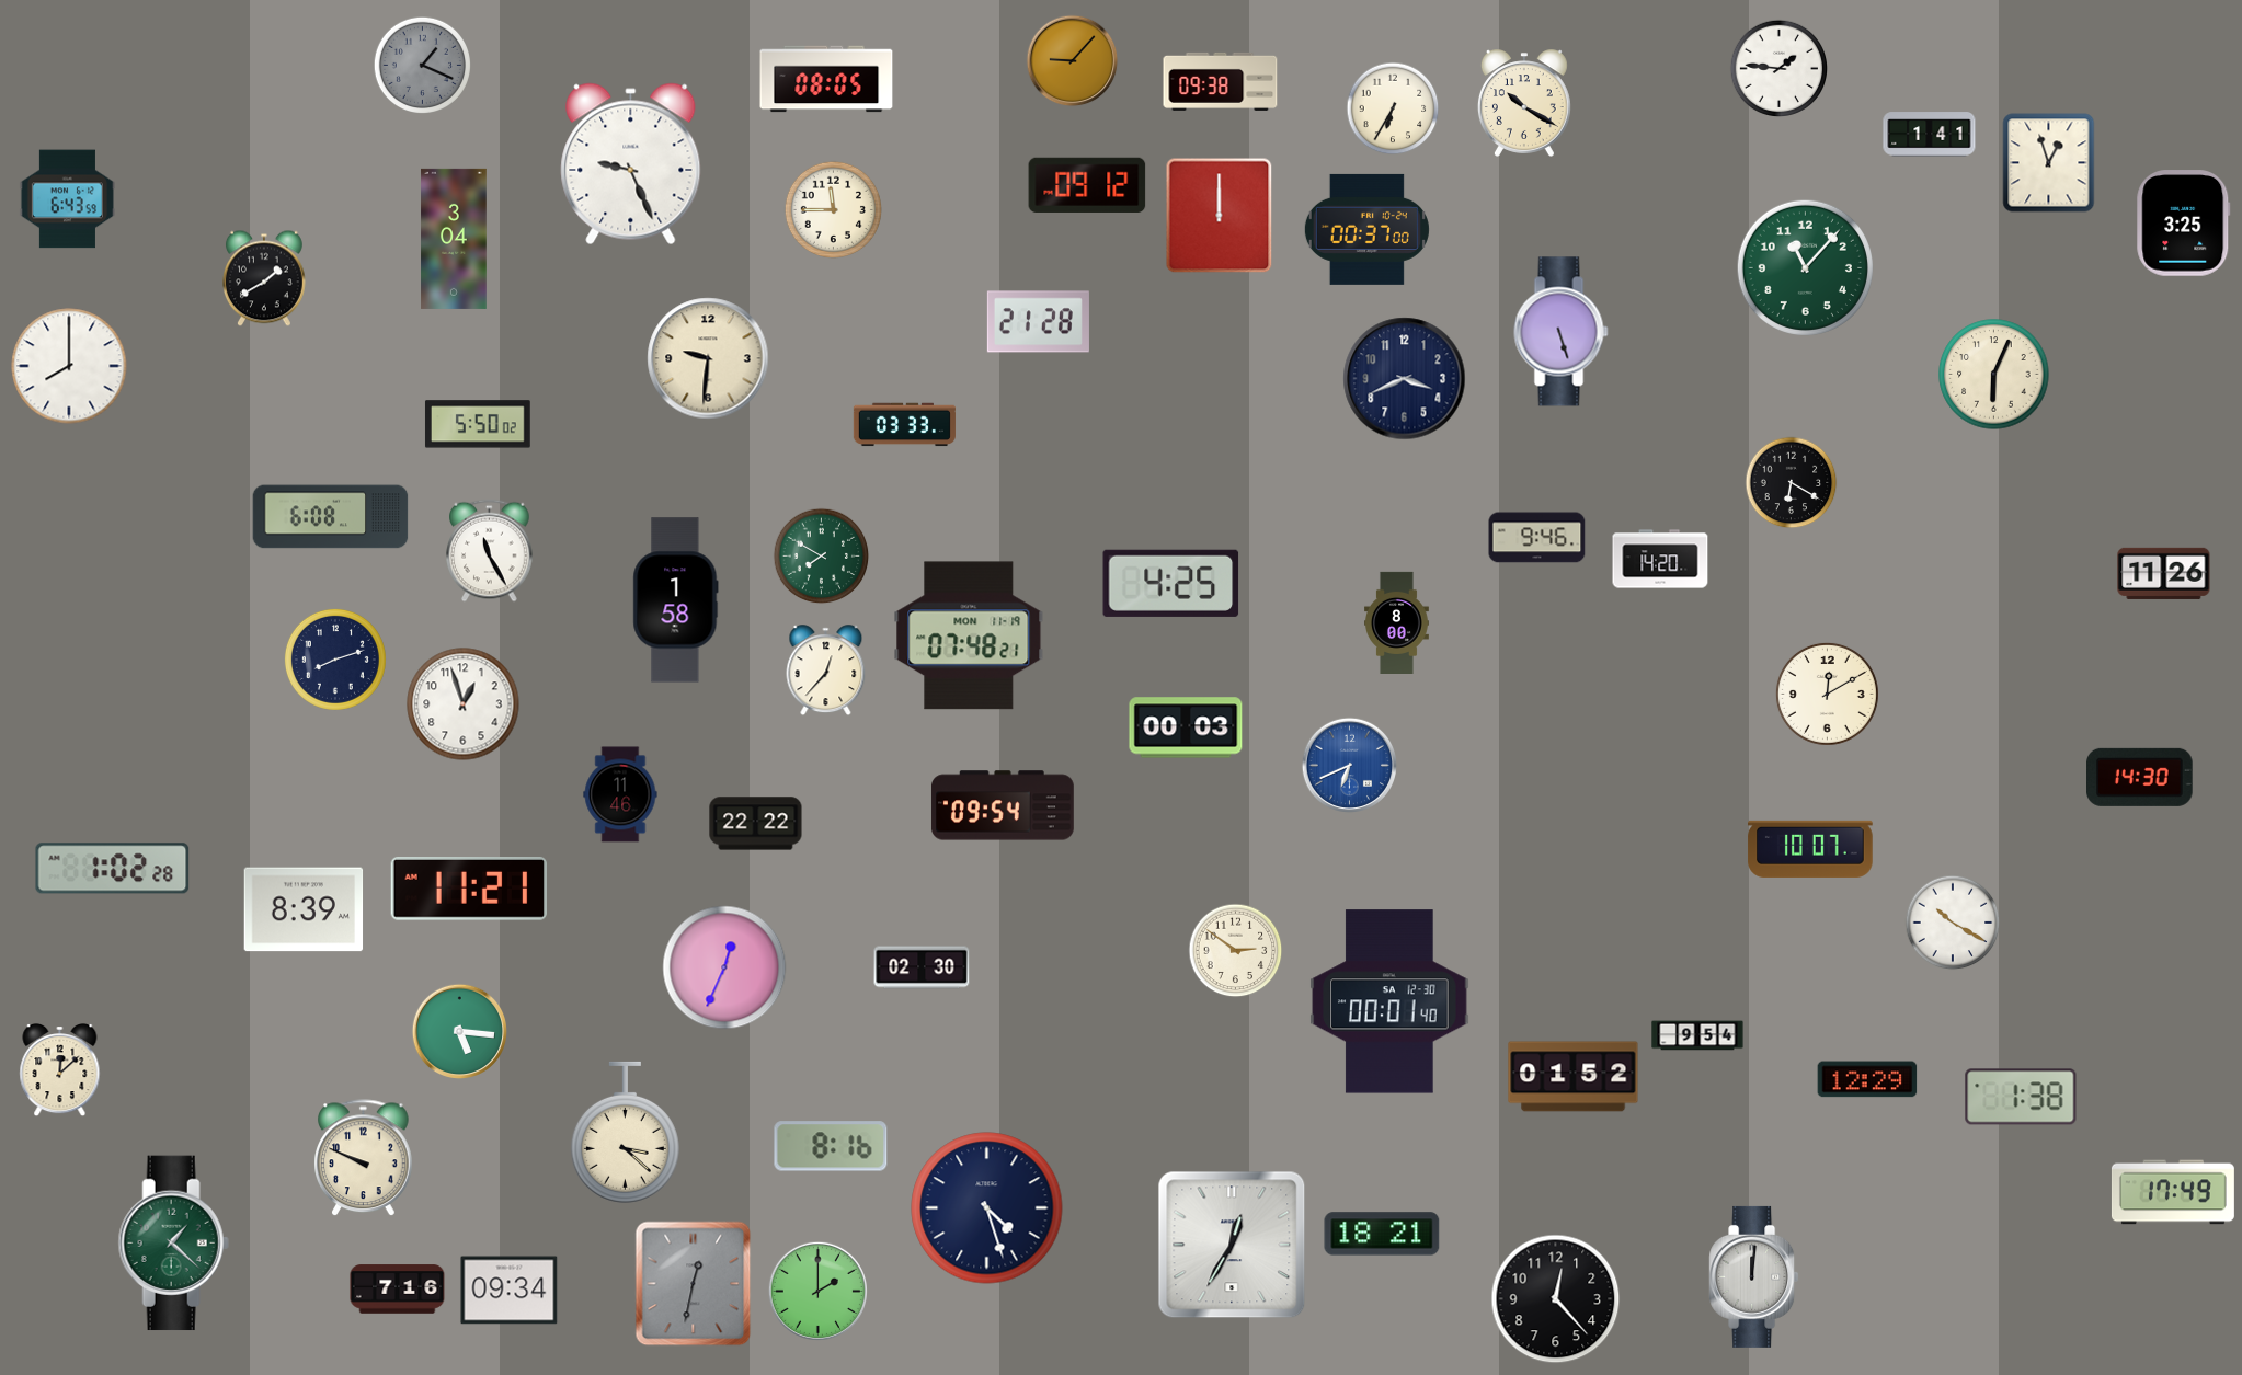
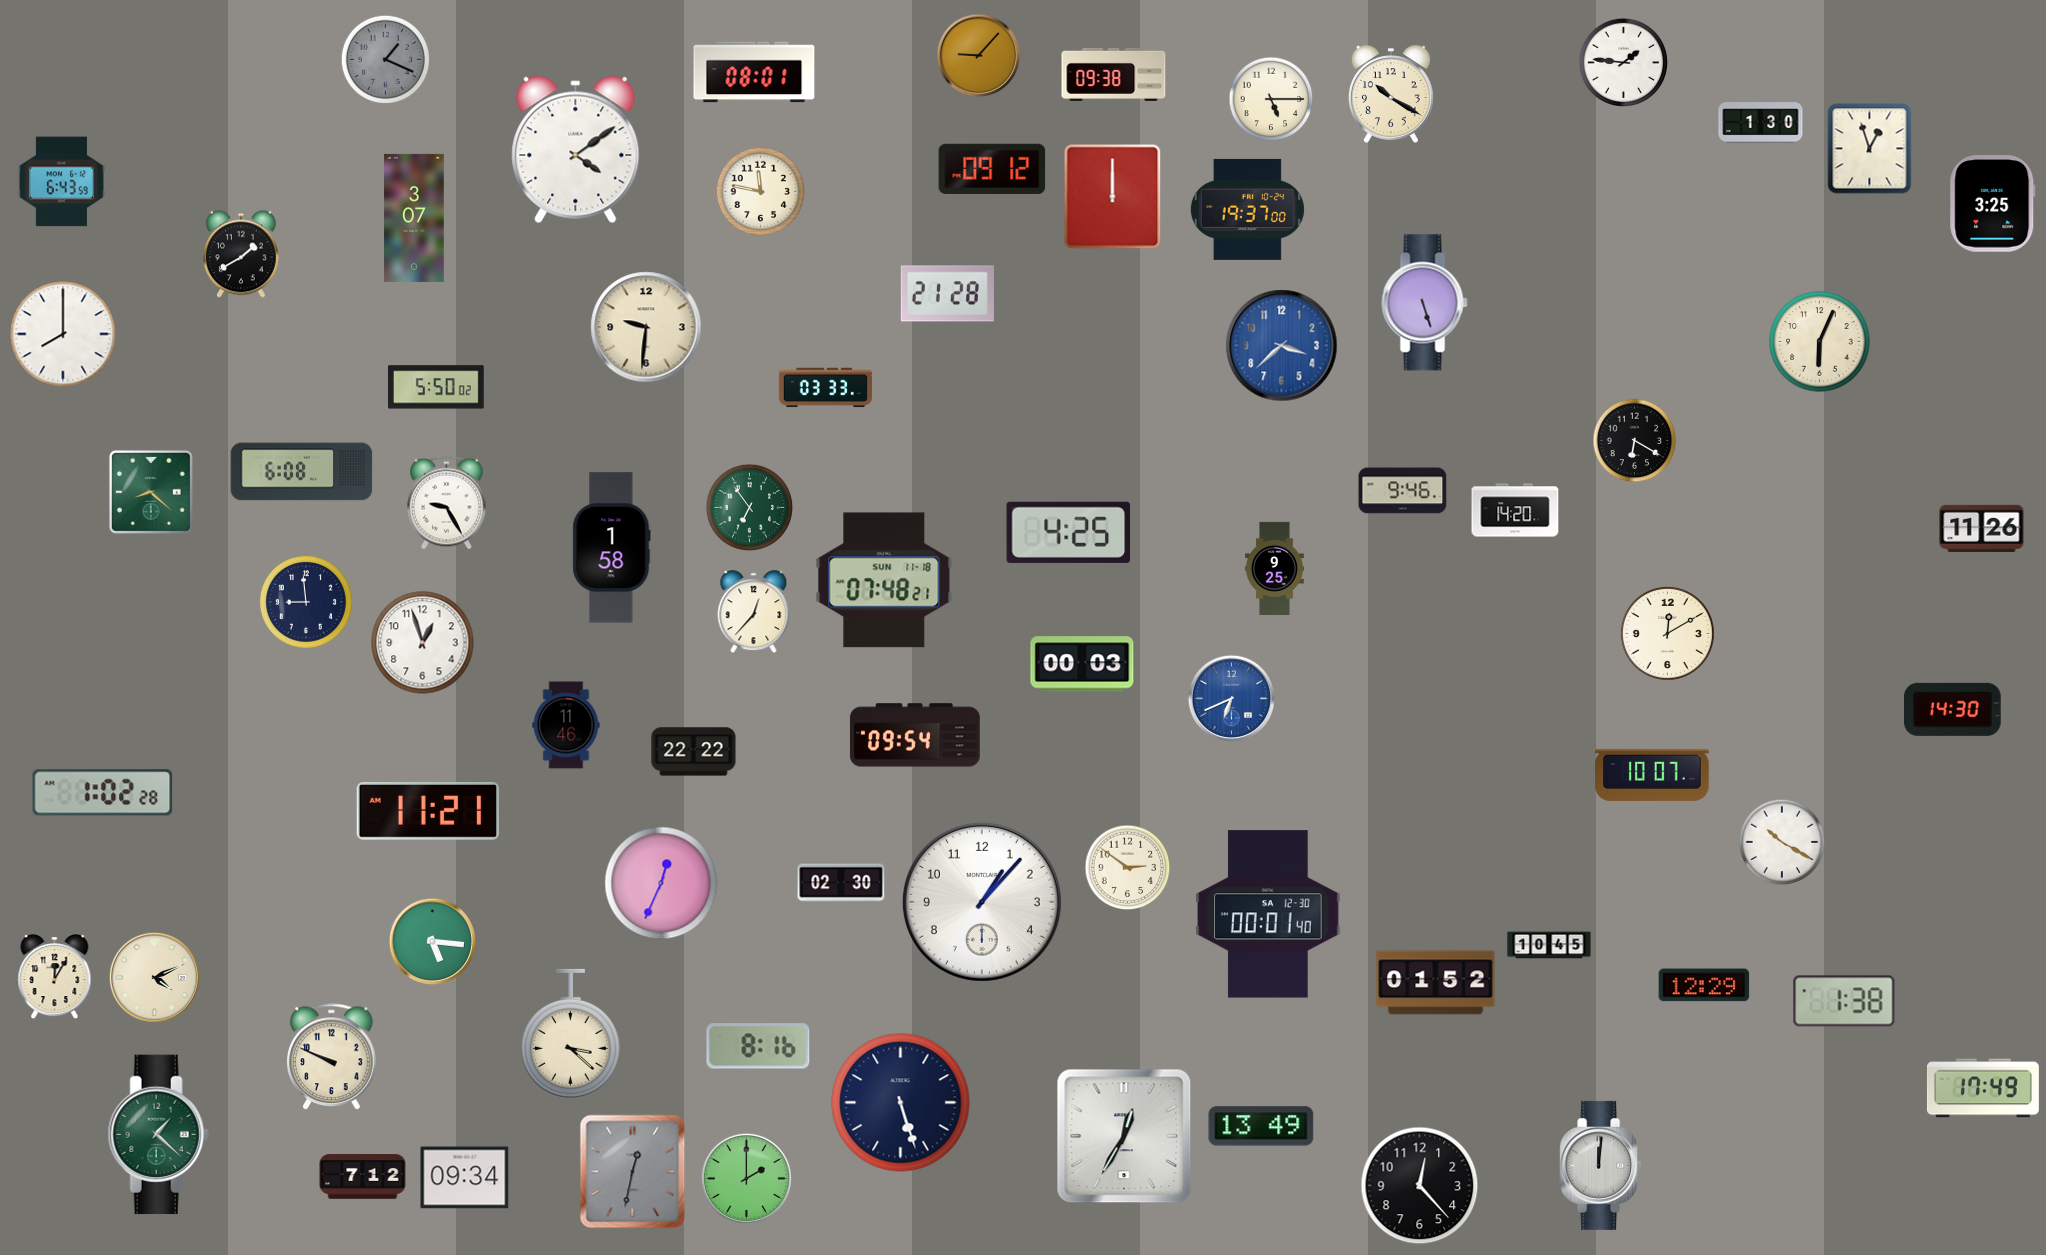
clock at (826, 79): 08:05 -> 08:01
clock at (1393, 108): 6:35 -> 5:15
clock at (1930, 135): 1:41 -> 1:30
clock at (631, 164): 9:26 -> 4:09
clock at (833, 209): 11:45 -> 11:47
clock at (1366, 229): 00:37 -> 19:37
clock at (454, 239): 3:04 -> 3:07
clock at (1805, 267): 11:07 -> none
clock at (1405, 379): 3:41 -> 3:38
clock at (1405, 379) dial: navy -> blue
clock at (151, 492): none -> 8:22
clock at (490, 551): 11:25 -> 9:25
clock at (822, 557): 7:50 -> 6:54
clock at (2164, 573) position: (2164, 573) -> (1982, 528)
clock at (676, 600) position: (676, 600) -> (612, 548)
clock at (1397, 622): 8:00 -> 9:25
clock at (969, 635) date: MON 11-19 -> SUN 11-18
clock at (335, 660): 8:12 -> 8:59
clock at (756, 824) position: (756, 824) -> (694, 752)
clock at (304, 909): 8:39 -> none
clock at (982, 902): none -> 1:07
clock at (460, 1032) position: (460, 1032) -> (433, 942)
clock at (1697, 1035): 9:54 -> 10:45
clock at (60, 1070): 12:08 -> 12:05
clock at (154, 977): none -> 4:11
clock at (987, 1208): 4:27 -> 5:27
clock at (1382, 1234): 18:21 -> 13:49
clock at (398, 1290): 7:16 -> 7:12
